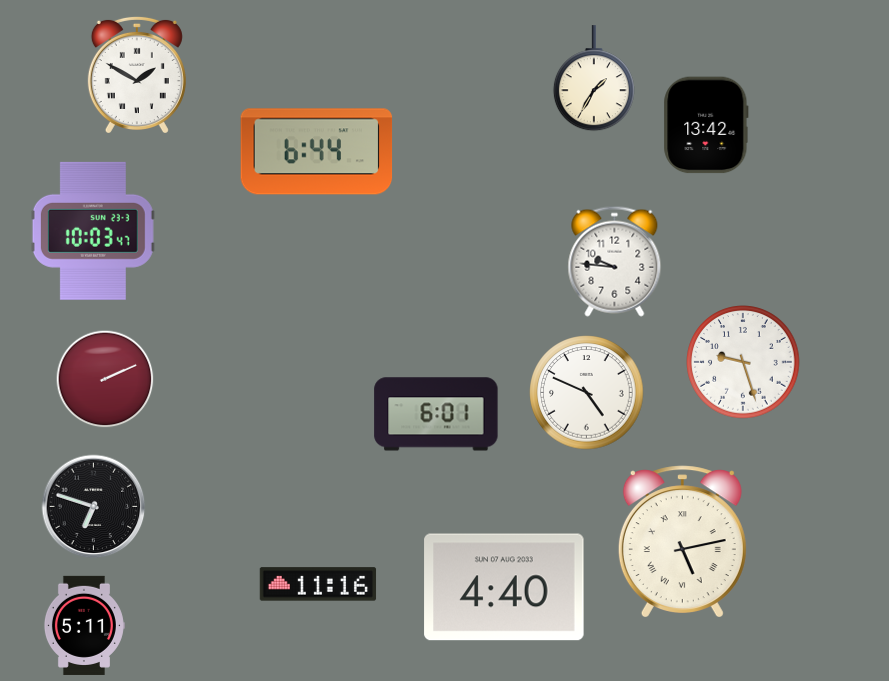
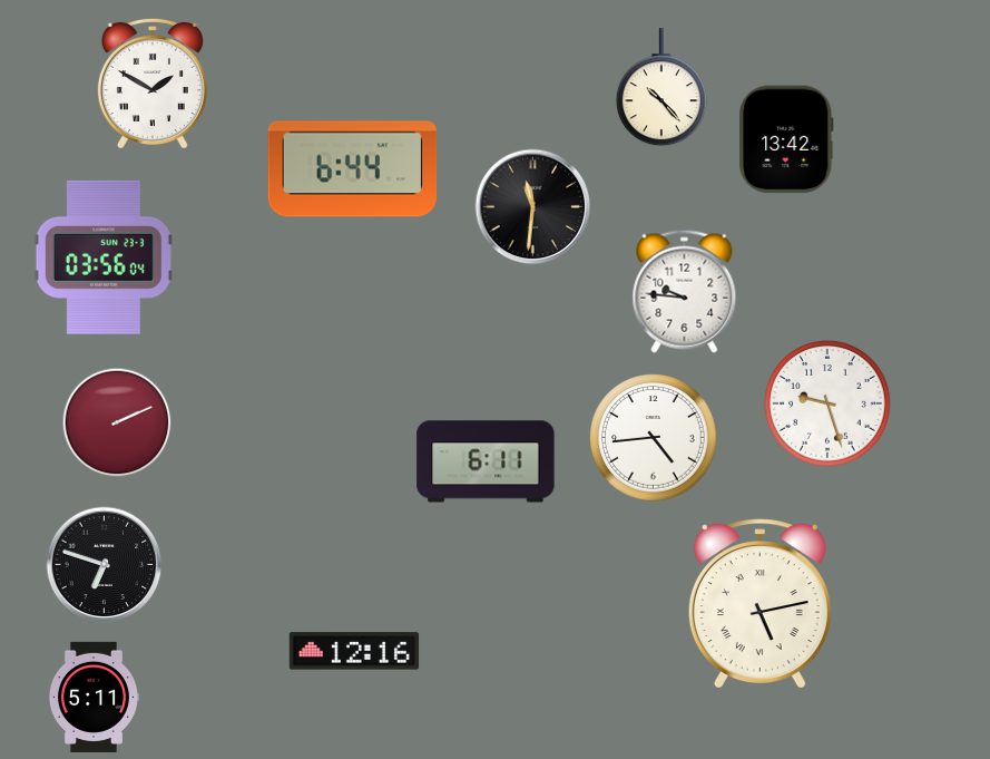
clock at (594, 79): 1:35 -> 10:23
clock at (533, 207): none -> 11:31
clock at (93, 231): 10:03 -> 03:56
clock at (587, 393): 4:49 -> 4:44
clock at (436, 414): 6:01 -> 6:11
clock at (318, 584): 11:16 -> 12:16
clock at (504, 587): 4:40 -> none
